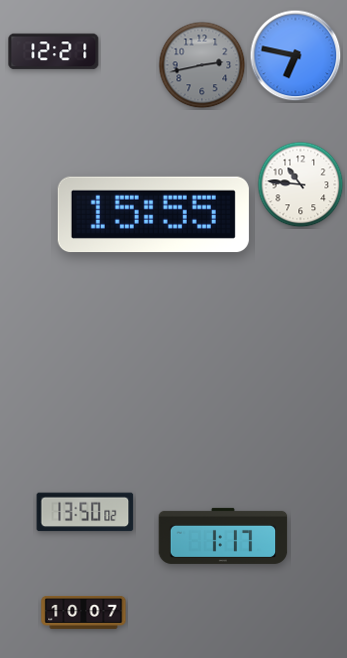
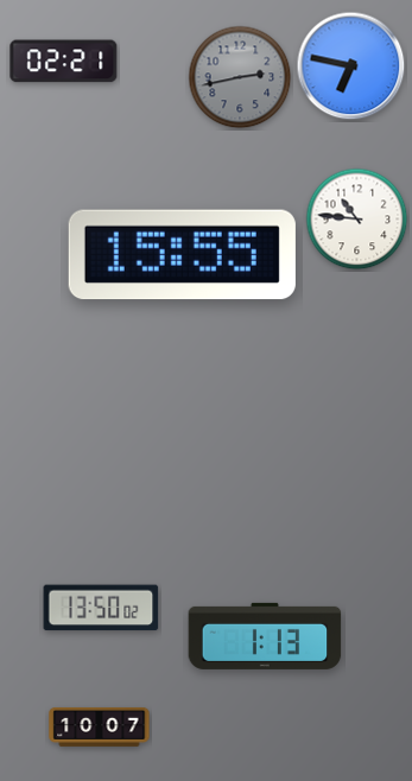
clock at (54, 52): 12:21 -> 02:21
clock at (223, 536): 1:17 -> 1:13
